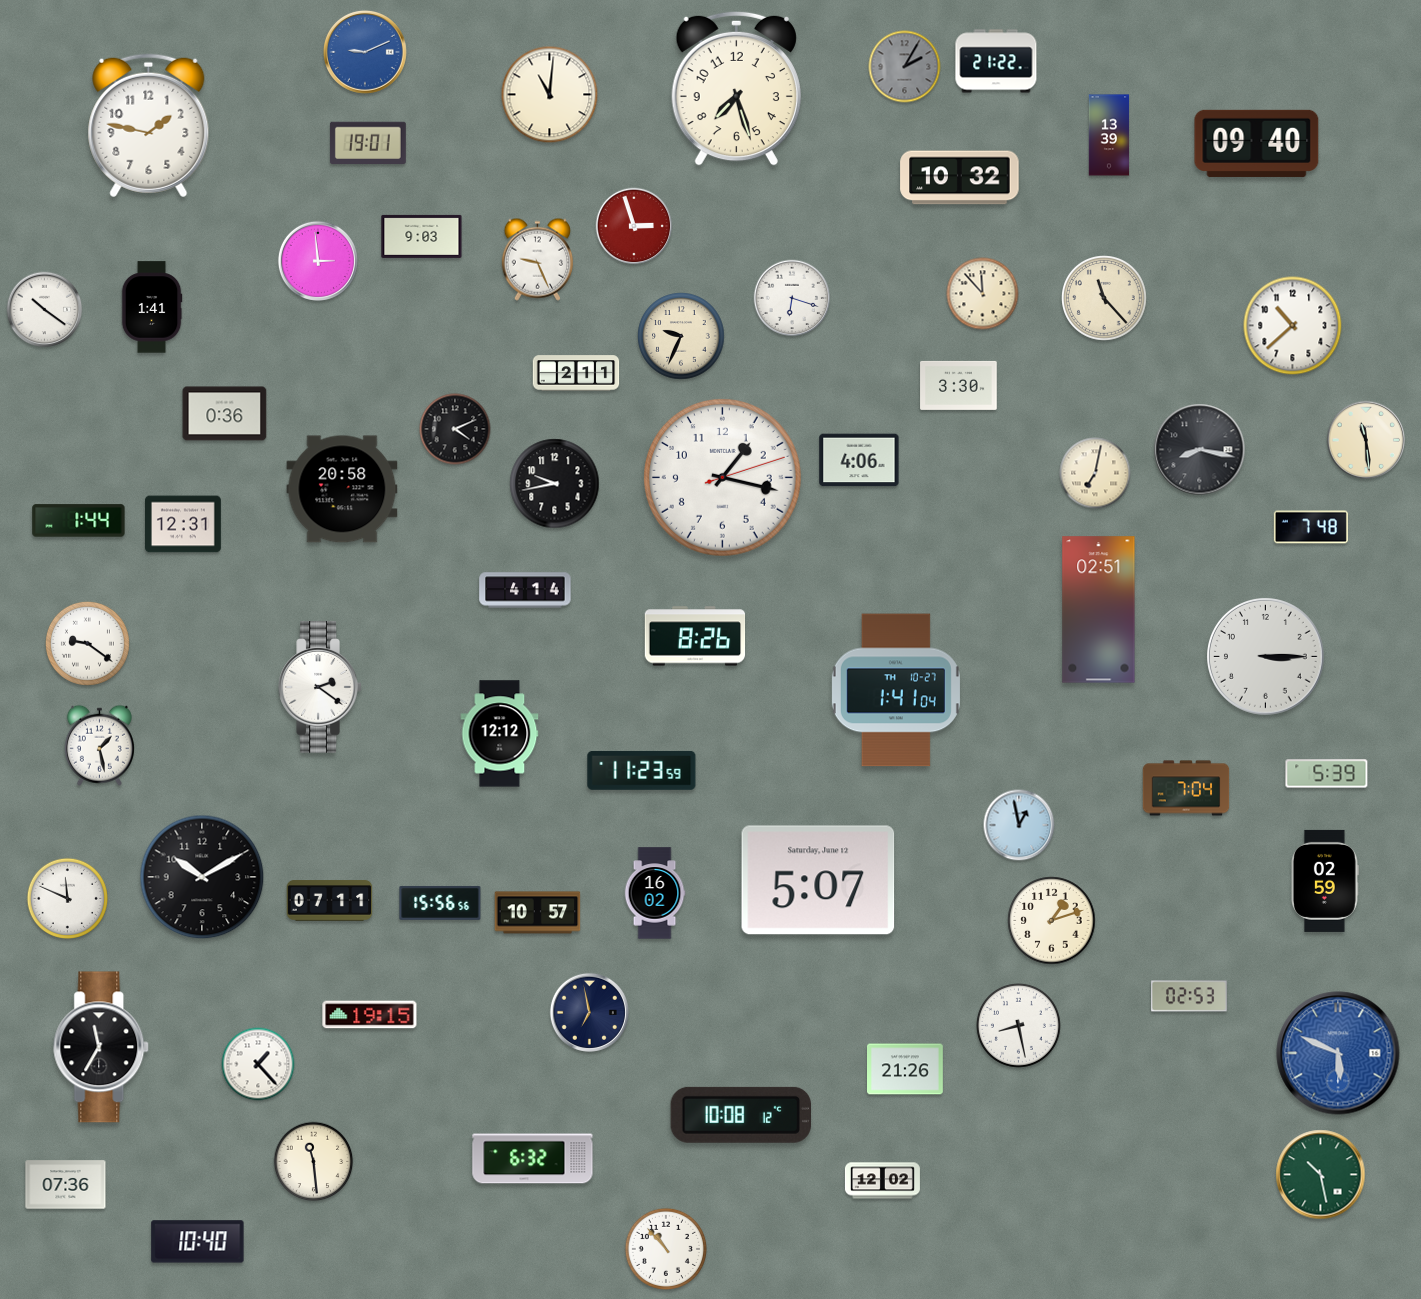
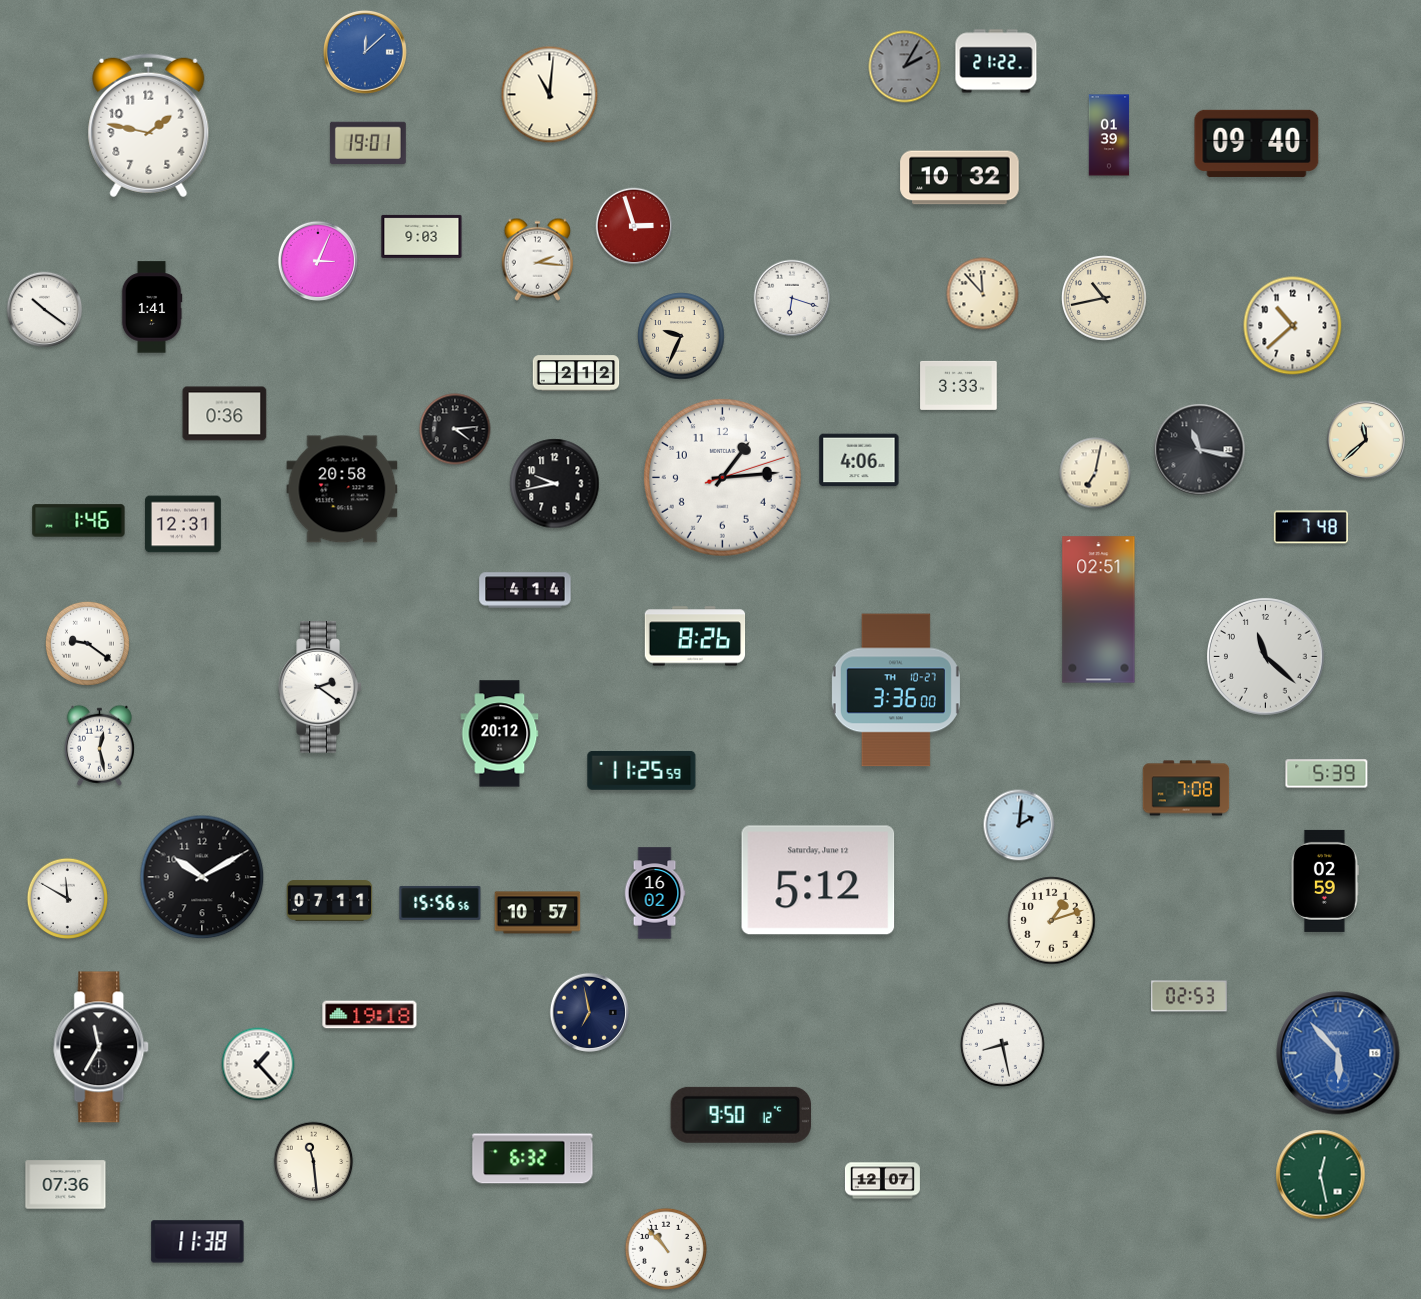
clock at (365, 52): 9:11 -> 12:08
clock at (736, 88): 7:27 -> none
clock at (1109, 135): 13:39 -> 01:39
clock at (537, 259): 9:26 -> 2:16
clock at (318, 261): 2:59 -> 3:04
clock at (1105, 299): 11:23 -> 10:43
clock at (576, 373): 2:11 -> 2:12
clock at (959, 385): 3:30 -> 3:33
clock at (455, 429): 4:11 -> 4:14
clock at (1365, 439): 11:29 -> 11:38
clock at (1200, 450): 8:17 -> 11:17
clock at (722, 477): 1:17 -> 1:14
clock at (79, 521): 1:44 -> 1:46
clock at (1266, 657): 3:15 -> 11:22
clock at (896, 690): 1:41 -> 3:36
clock at (500, 734): 12:12 -> 20:12
clock at (99, 745): 1:28 -> 12:28
clock at (642, 770): 11:23 -> 11:25
clock at (1186, 788): 7:04 -> 7:08
clock at (1019, 825): 12:58 -> 2:01
clock at (818, 880): 5:07 -> 5:12
clock at (68, 899): 11:49 -> 11:50
clock at (370, 1015): 19:15 -> 19:18
clock at (1018, 1025) position: (1018, 1025) -> (1002, 1044)
clock at (1338, 1053): 5:49 -> 5:53
clock at (906, 1069): 21:26 -> none
clock at (740, 1115): 10:08 -> 9:50
clock at (1321, 1175): 10:28 -> 12:28
clock at (882, 1181): 12:02 -> 12:07
clock at (198, 1242): 10:40 -> 11:38
